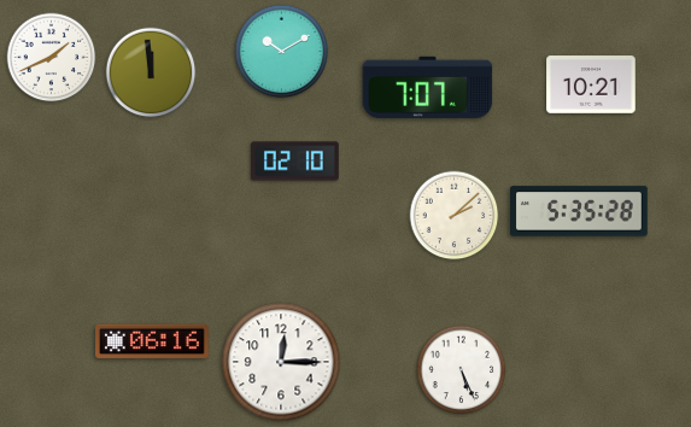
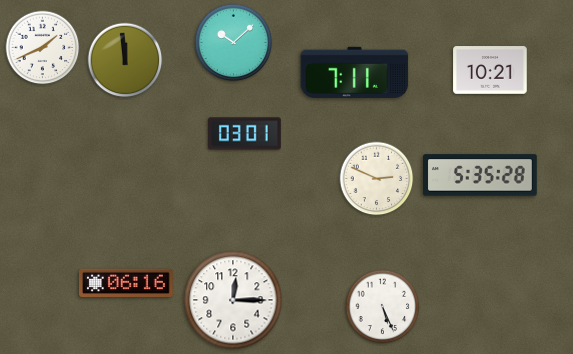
clock at (282, 52): 10:10 -> 10:08
clock at (428, 87): 7:07 -> 7:11
clock at (295, 162): 02:10 -> 03:01
clock at (455, 216): 2:08 -> 2:49
